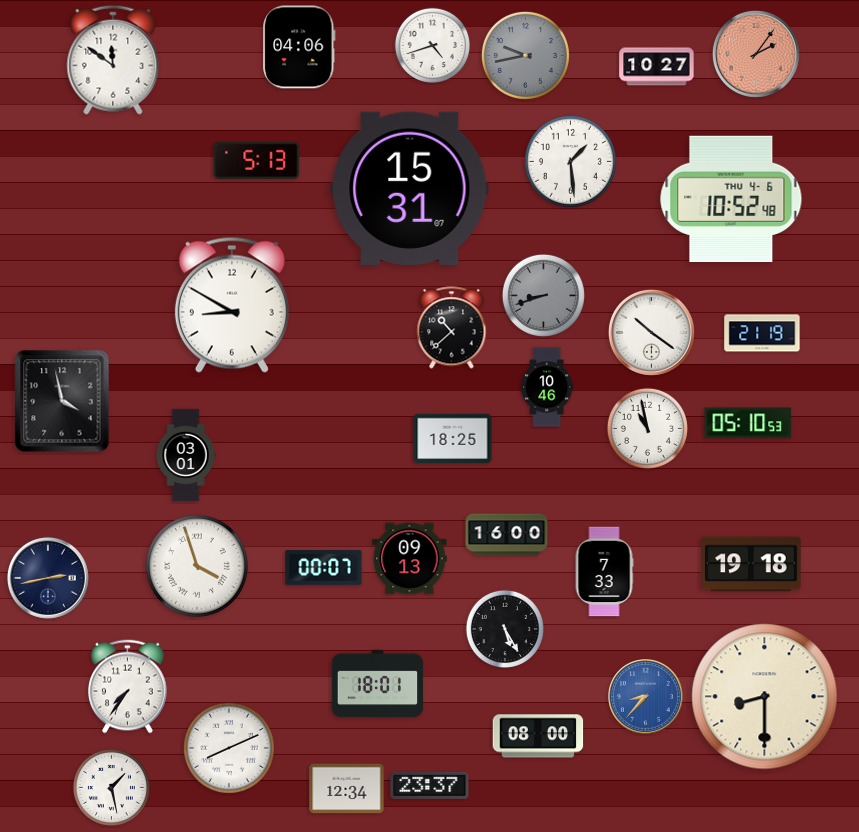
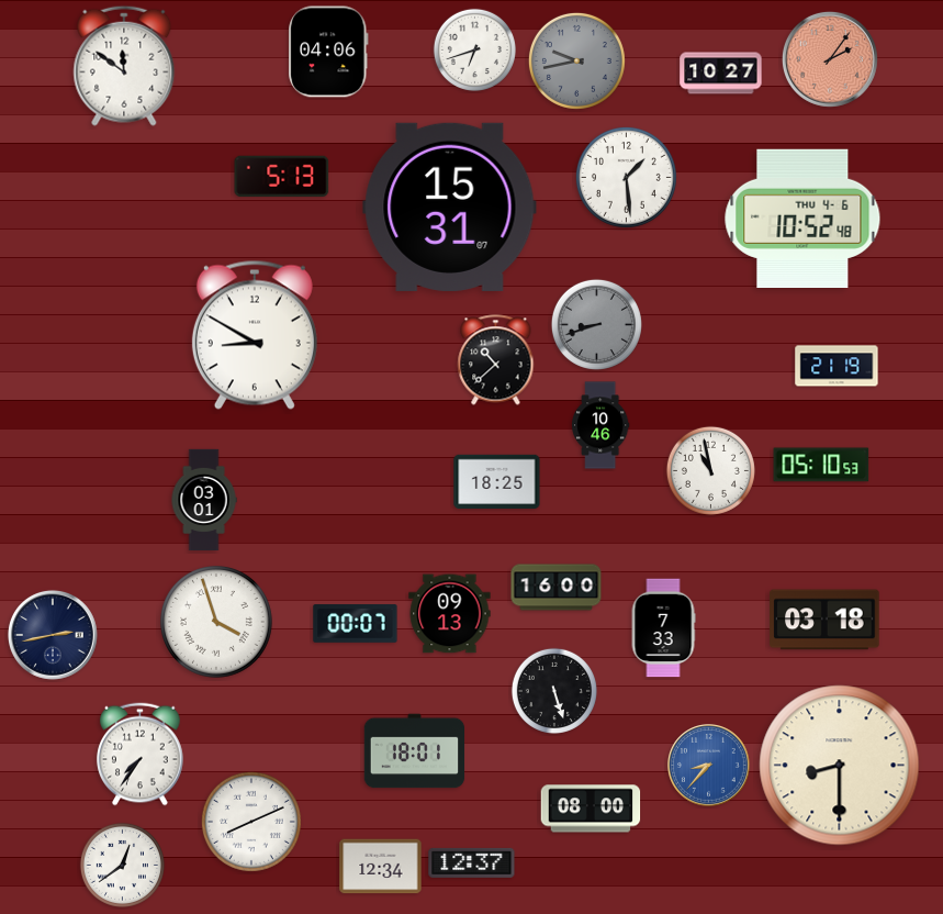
clock at (432, 45): 4:42 -> 6:42
clock at (651, 332): 10:21 -> none
clock at (62, 401): 3:58 -> none
clock at (751, 564): 19:18 -> 03:18
clock at (505, 629): 5:25 -> 5:27
clock at (430, 785): 23:37 -> 12:37
clock at (111, 787): 1:28 -> 12:39
